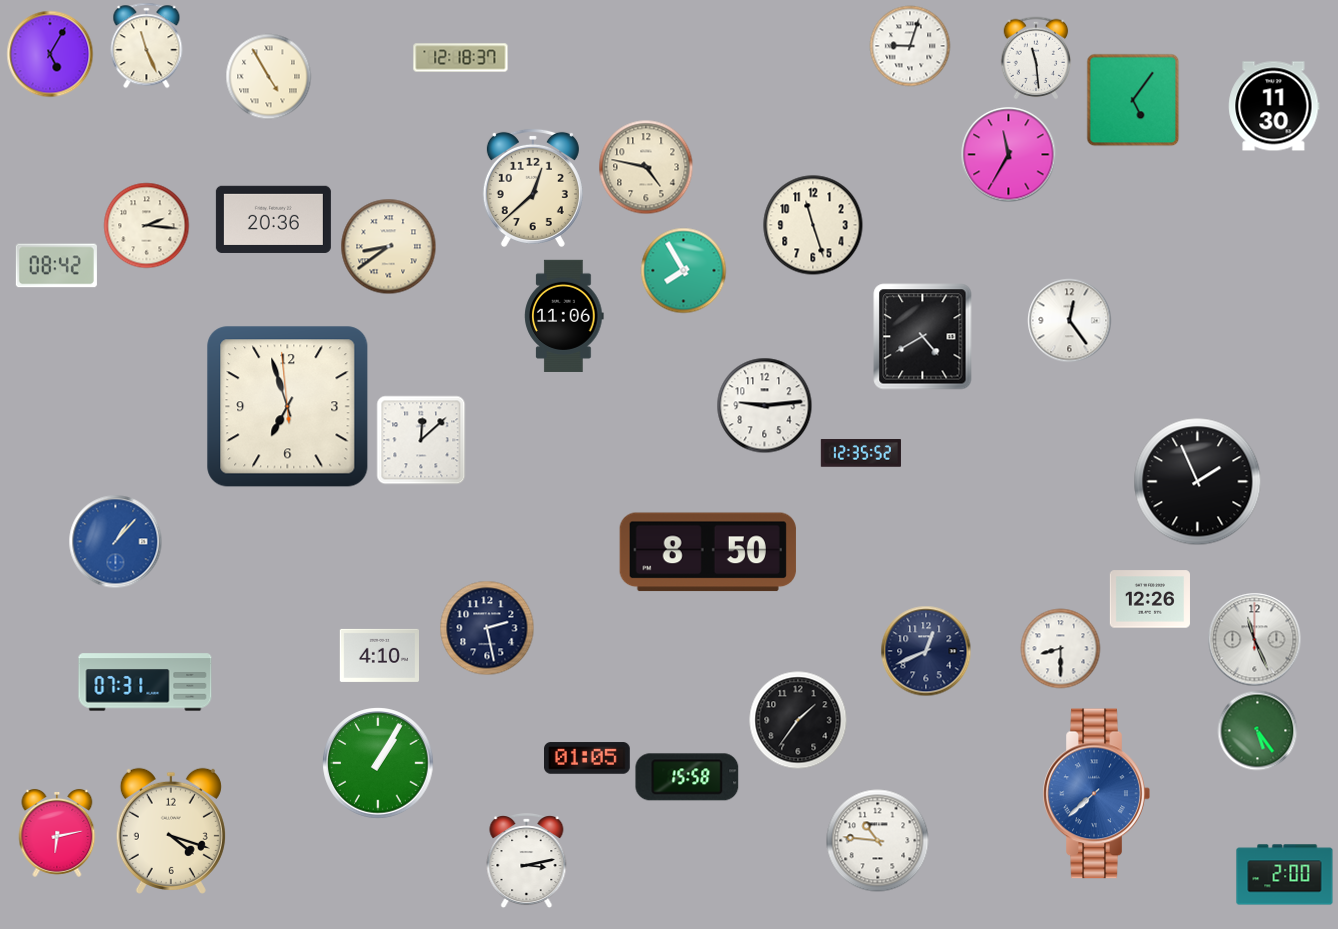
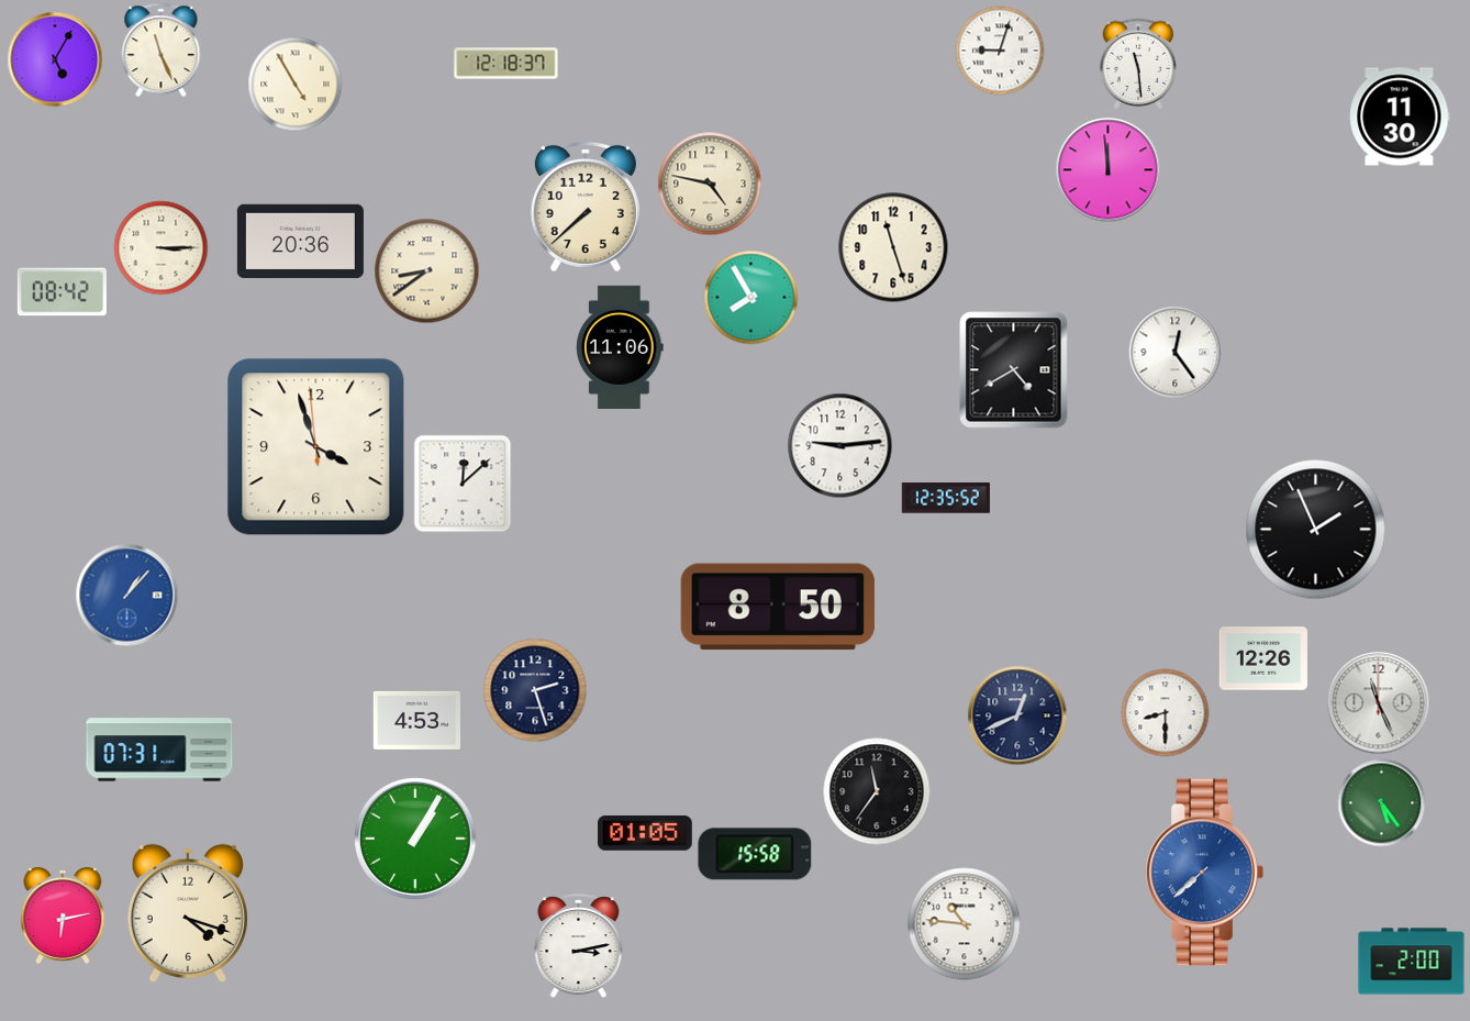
clock at (1133, 100): 5:06 -> none
clock at (1009, 155): 11:35 -> 11:59
clock at (533, 188): 12:38 -> 7:38
clock at (147, 226): 2:16 -> 3:15
clock at (288, 407): 6:56 -> 3:56
clock at (487, 628): 2:28 -> 2:27
clock at (379, 655): 4:10 -> 4:53
clock at (798, 720): 1:36 -> 11:36
